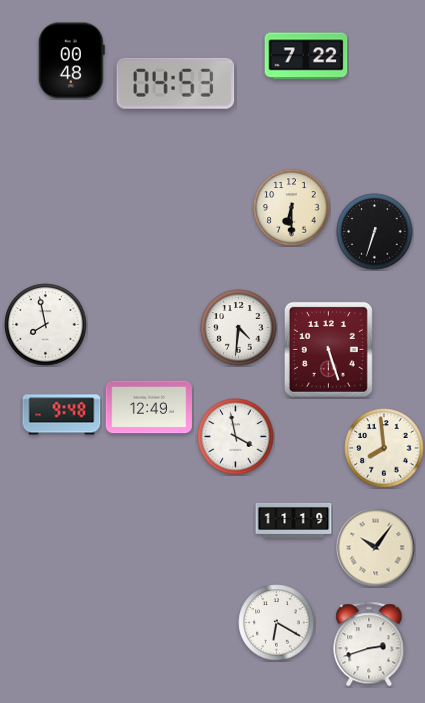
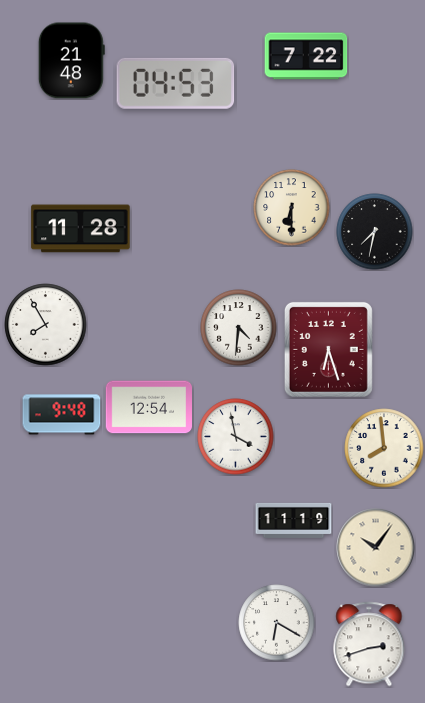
clock at (71, 61): 00:48 -> 21:48
clock at (81, 229): none -> 11:28
clock at (375, 232): 6:33 -> 7:32
clock at (46, 325): 7:58 -> 7:55
clock at (328, 349): 5:27 -> 6:27
clock at (148, 407): 12:49 -> 12:54
